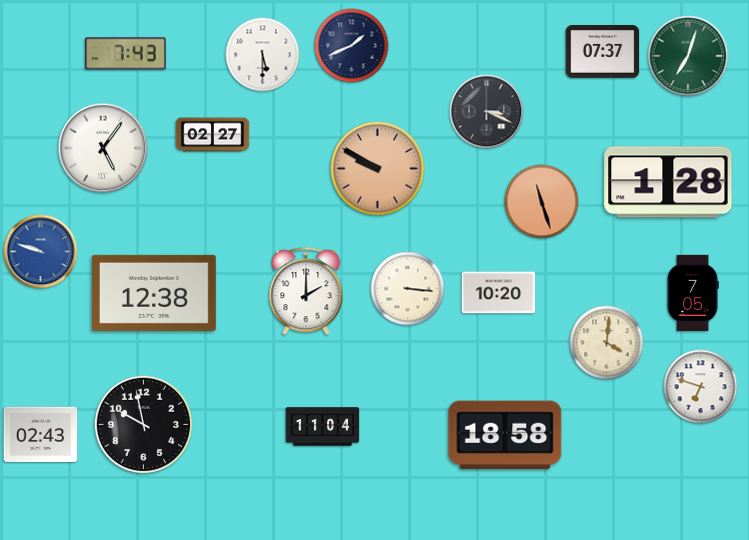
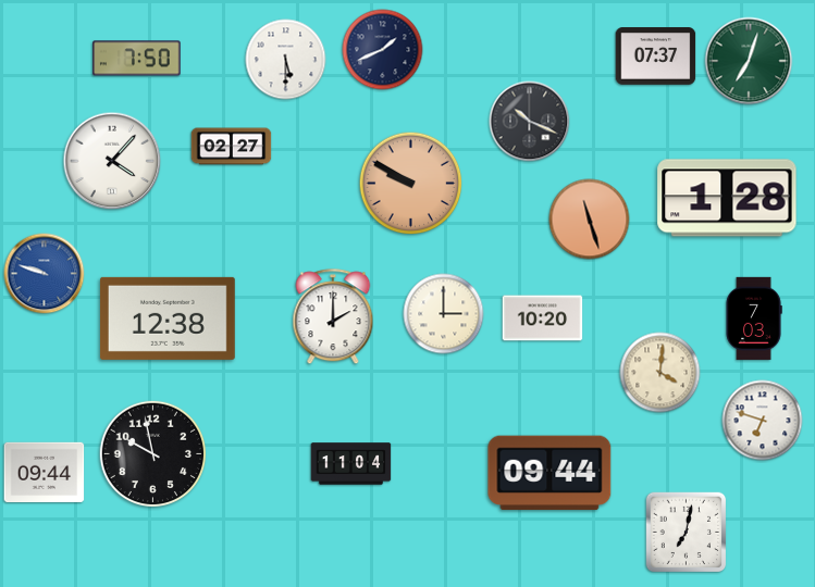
clock at (126, 54): 7:43 -> 7:50
clock at (487, 112): 3:19 -> 10:19
clock at (103, 148): 5:06 -> 4:07
clock at (408, 289): 3:16 -> 3:00
clock at (693, 293): 7:05 -> 7:03
clock at (144, 425) position: (144, 425) -> (153, 454)
clock at (41, 435): 02:43 -> 09:44
clock at (505, 435): 18:58 -> 09:44
clock at (687, 533): none -> 7:02
